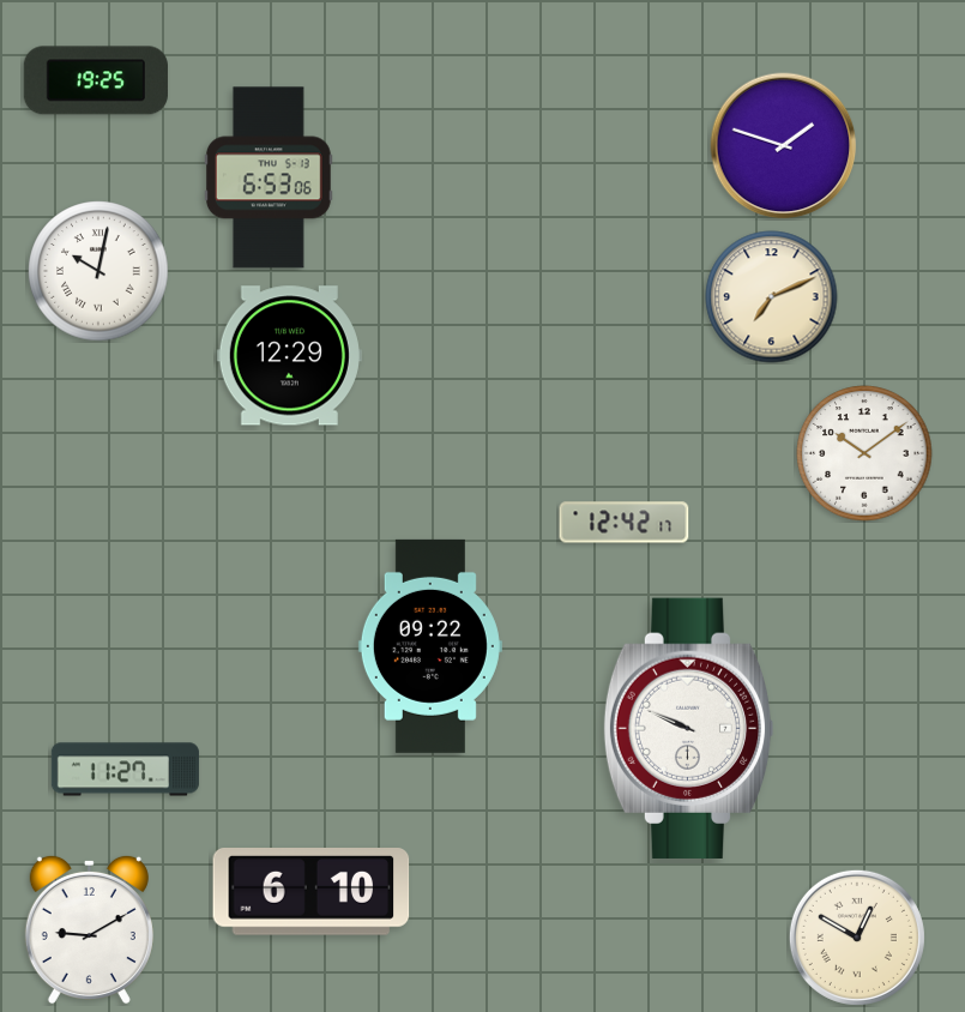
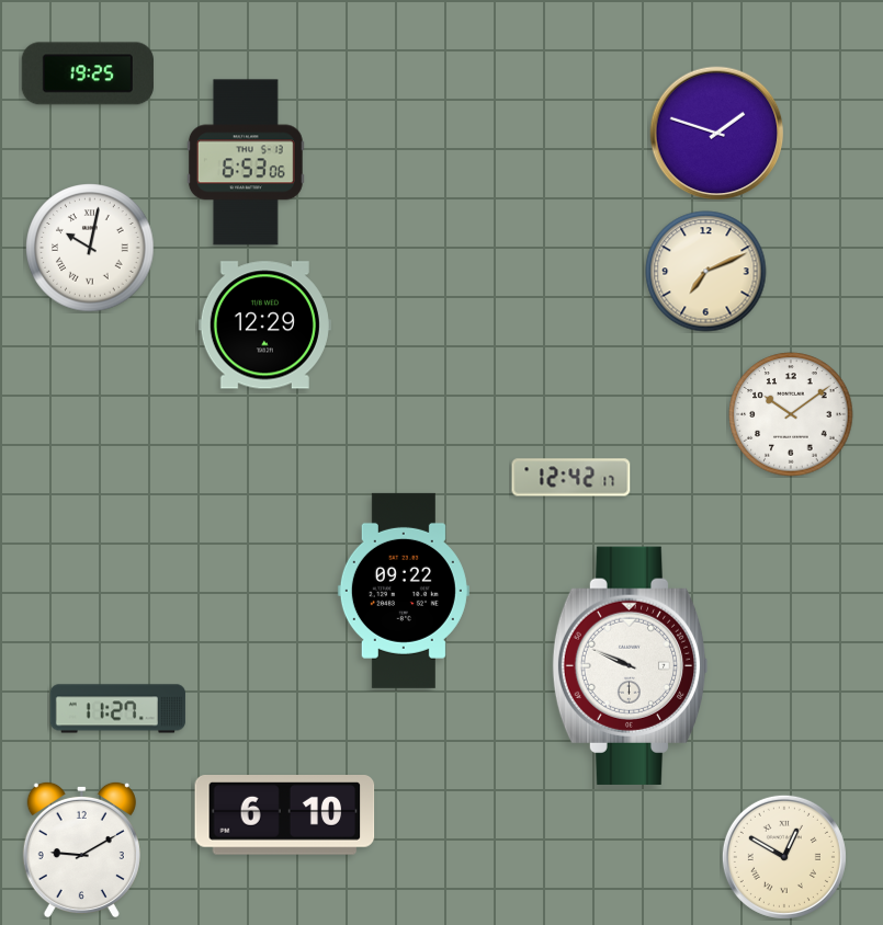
clock at (430, 646) position: (430, 646) -> (404, 591)
clock at (125, 770) position: (125, 770) -> (117, 709)
